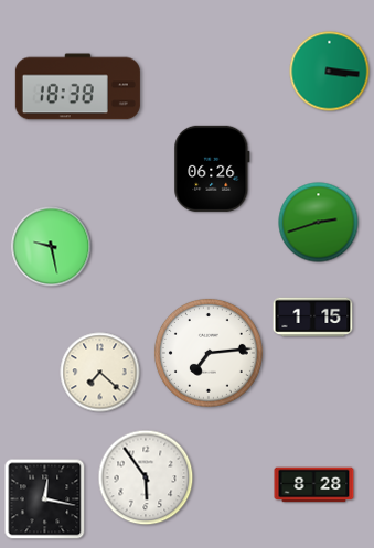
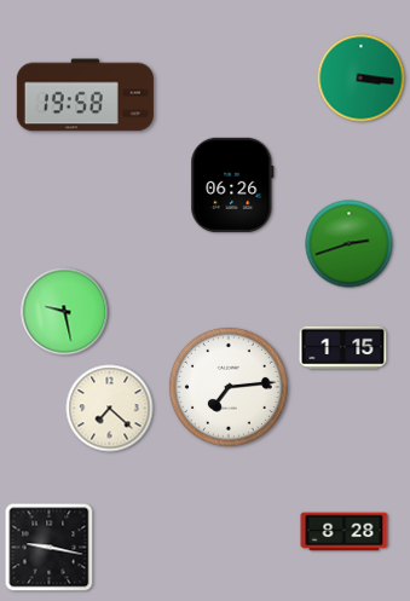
clock at (77, 87): 18:38 -> 19:58
clock at (52, 247) position: (52, 247) -> (65, 312)
clock at (146, 477): 5:54 -> none
clock at (45, 499): 12:17 -> 9:17
